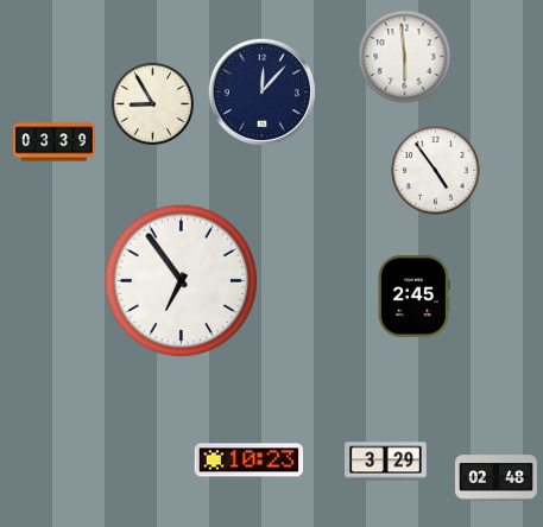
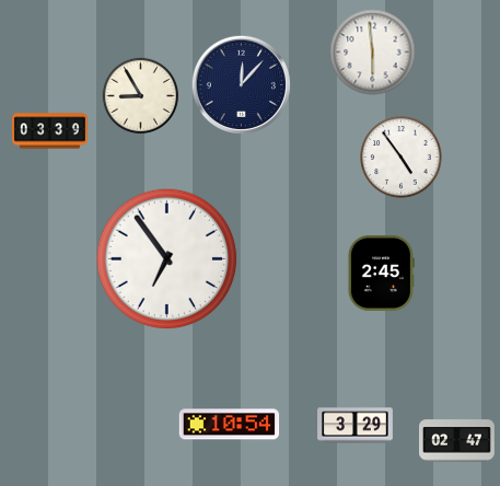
clock at (250, 461): 10:23 -> 10:54
clock at (497, 478): 02:48 -> 02:47
